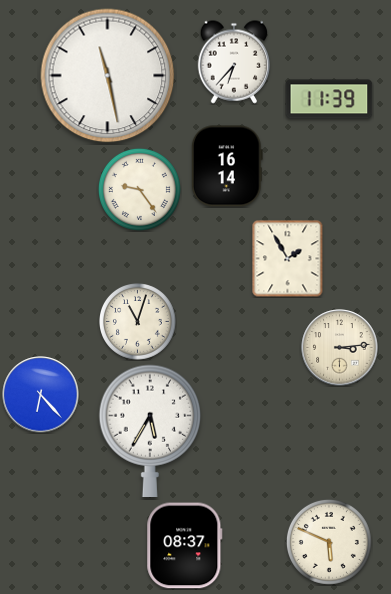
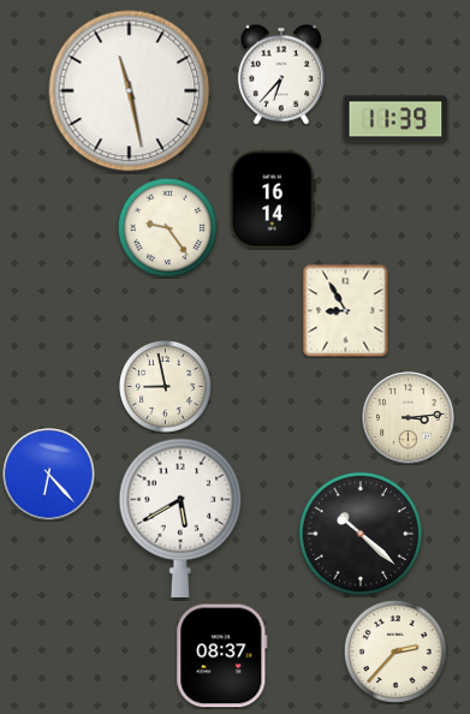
clock at (288, 258): 1:55 -> 8:55
clock at (138, 322): 11:03 -> 8:58
clock at (150, 430): 5:35 -> 5:40
clock at (361, 534): none -> 10:22
clock at (329, 542): 5:49 -> 2:37
